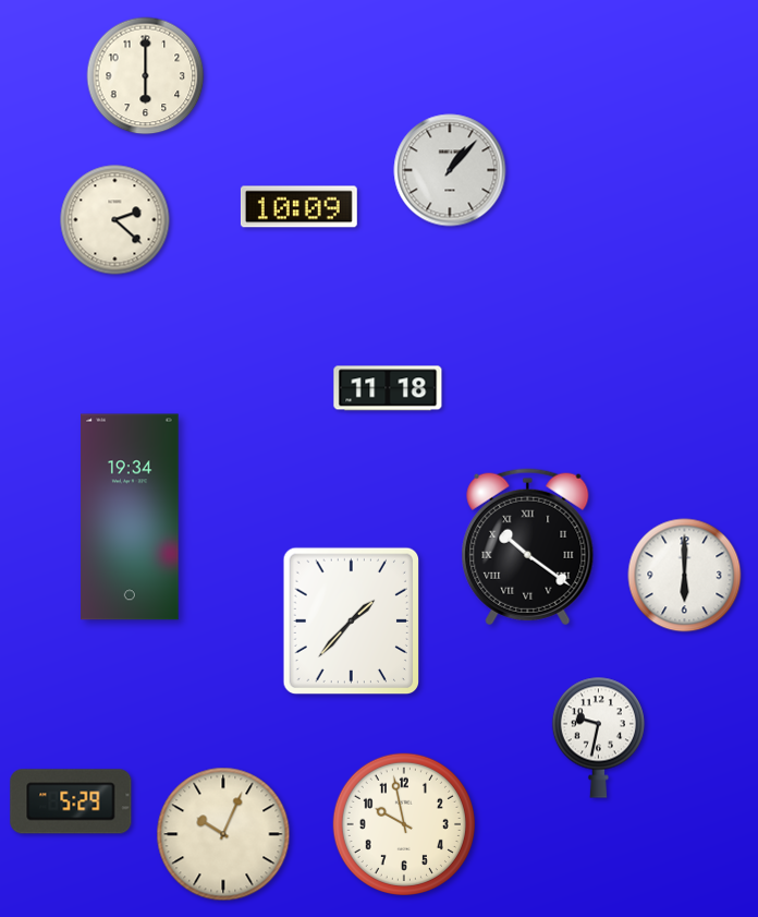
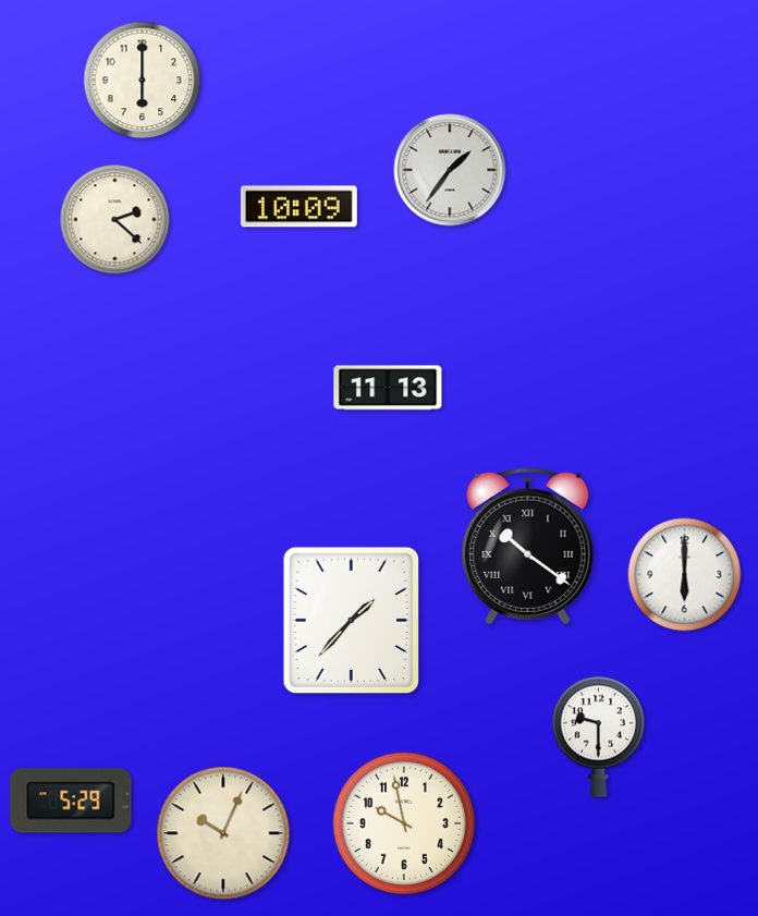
clock at (146, 76) position: (146, 76) -> (143, 81)
clock at (450, 170): 1:07 -> 1:36
clock at (388, 388): 11:18 -> 11:13
clock at (130, 517): 19:34 -> none
clock at (598, 737): 9:32 -> 9:30
